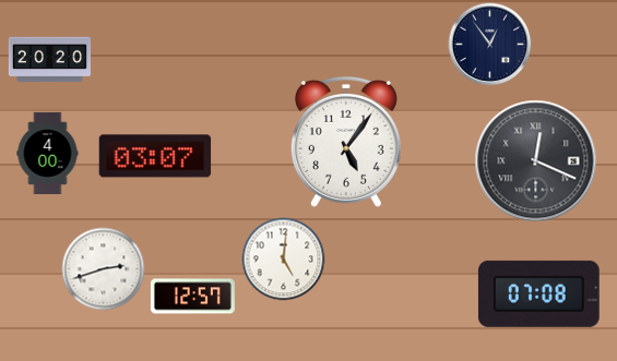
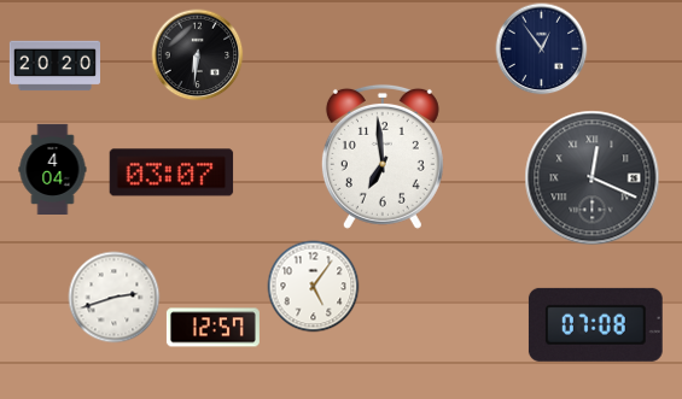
clock at (198, 55): none -> 6:31
clock at (346, 142): 5:06 -> 6:59
clock at (48, 153): 4:00 -> 4:04
clock at (284, 260): 5:01 -> 5:06
